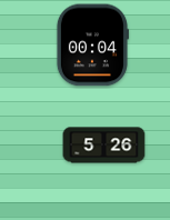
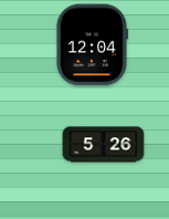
clock at (92, 46): 00:04 -> 12:04
